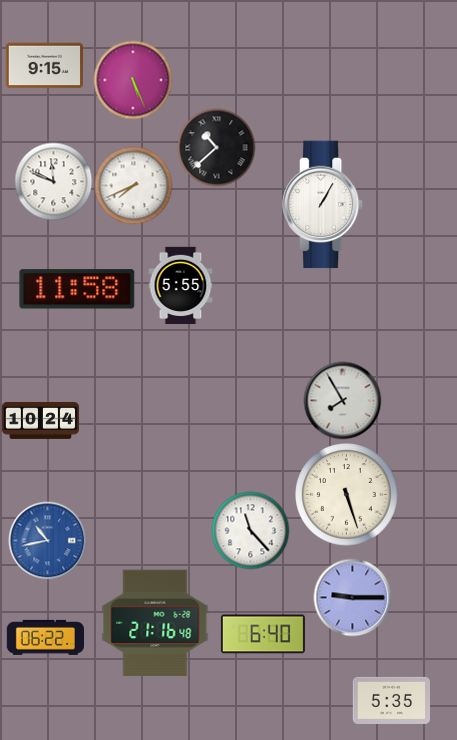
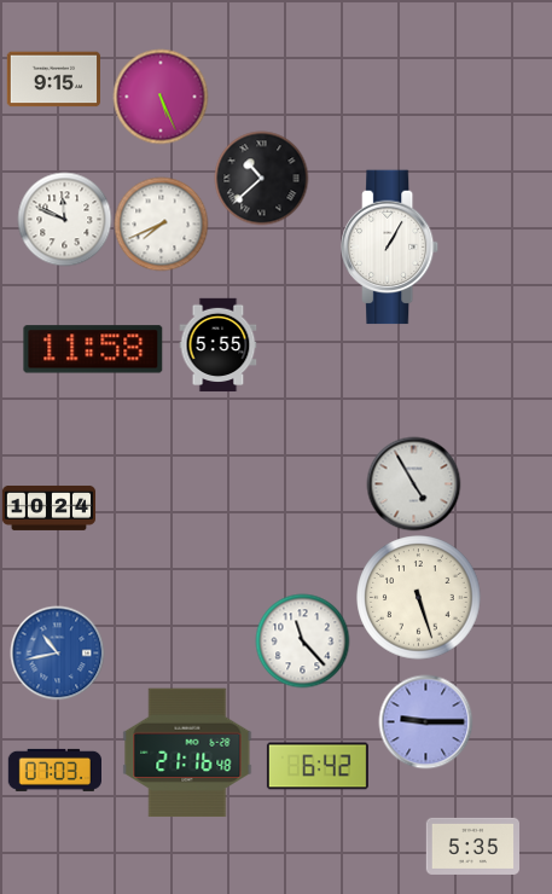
clock at (342, 400): 7:55 -> 4:55
clock at (263, 634): 6:40 -> 6:42
clock at (45, 637): 06:22 -> 07:03
